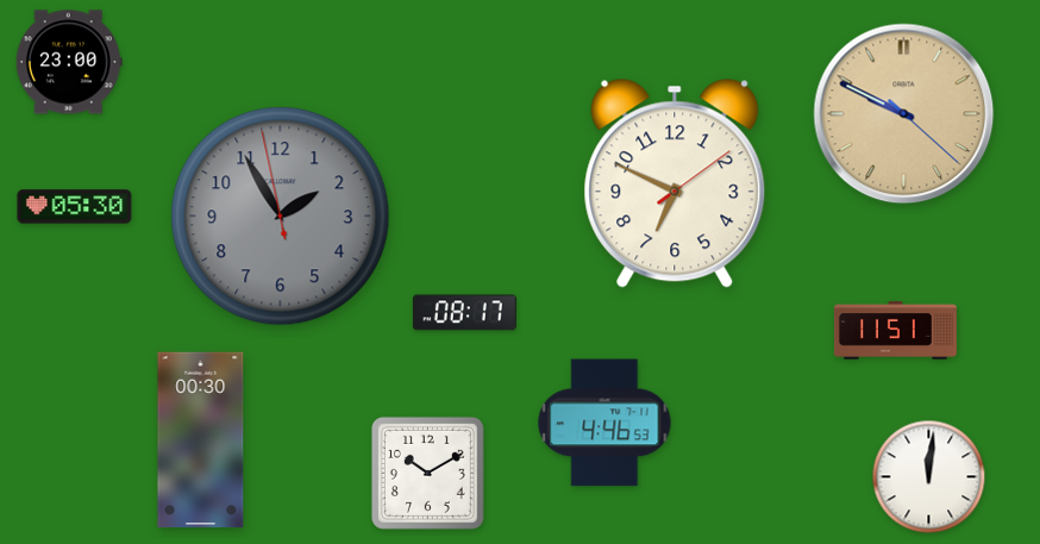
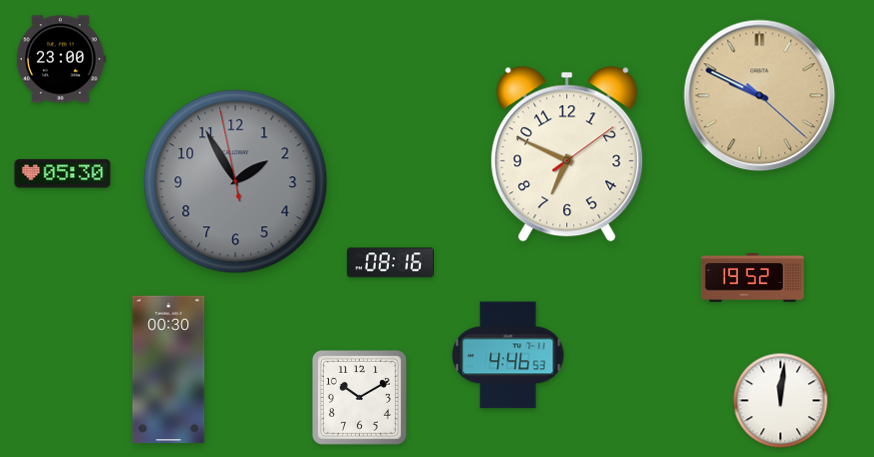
clock at (69, 62) position: (69, 62) -> (61, 59)
clock at (464, 313): 08:17 -> 08:16
clock at (895, 331): 11:51 -> 19:52
